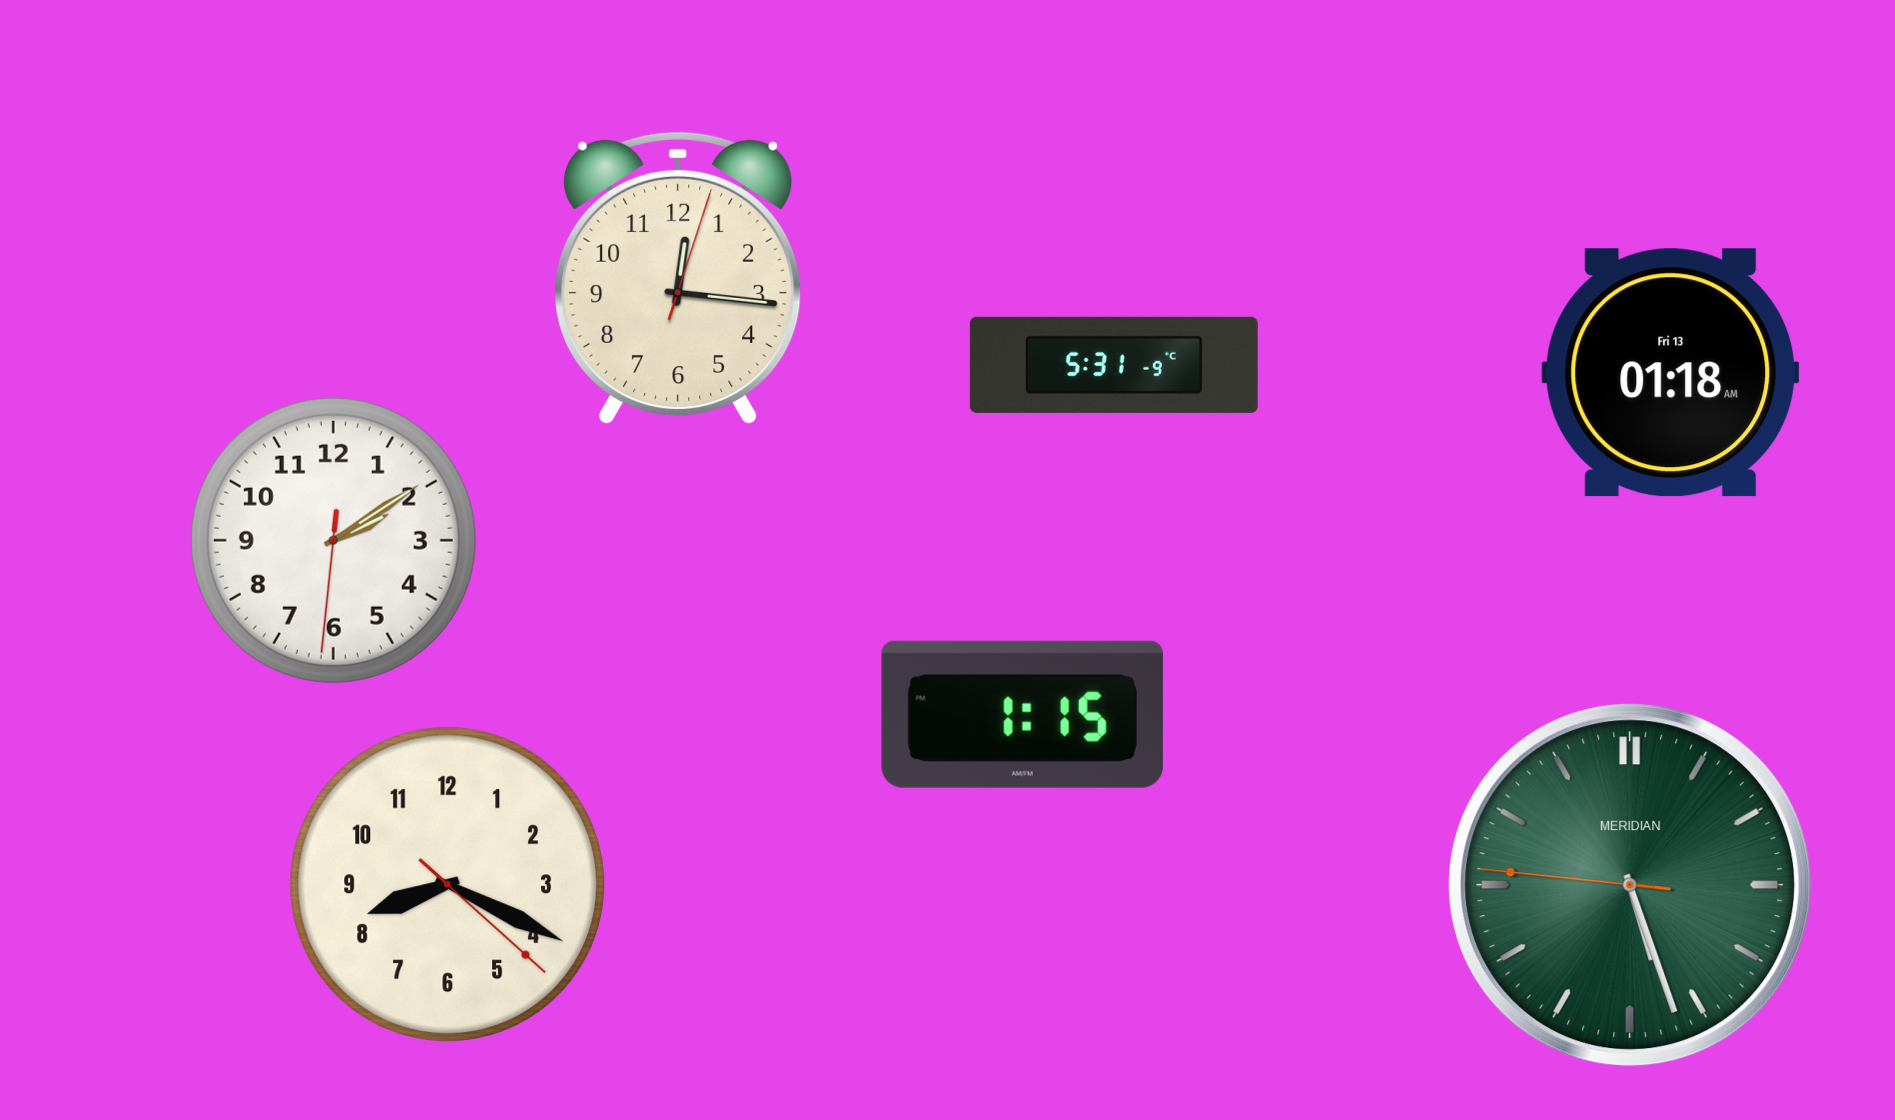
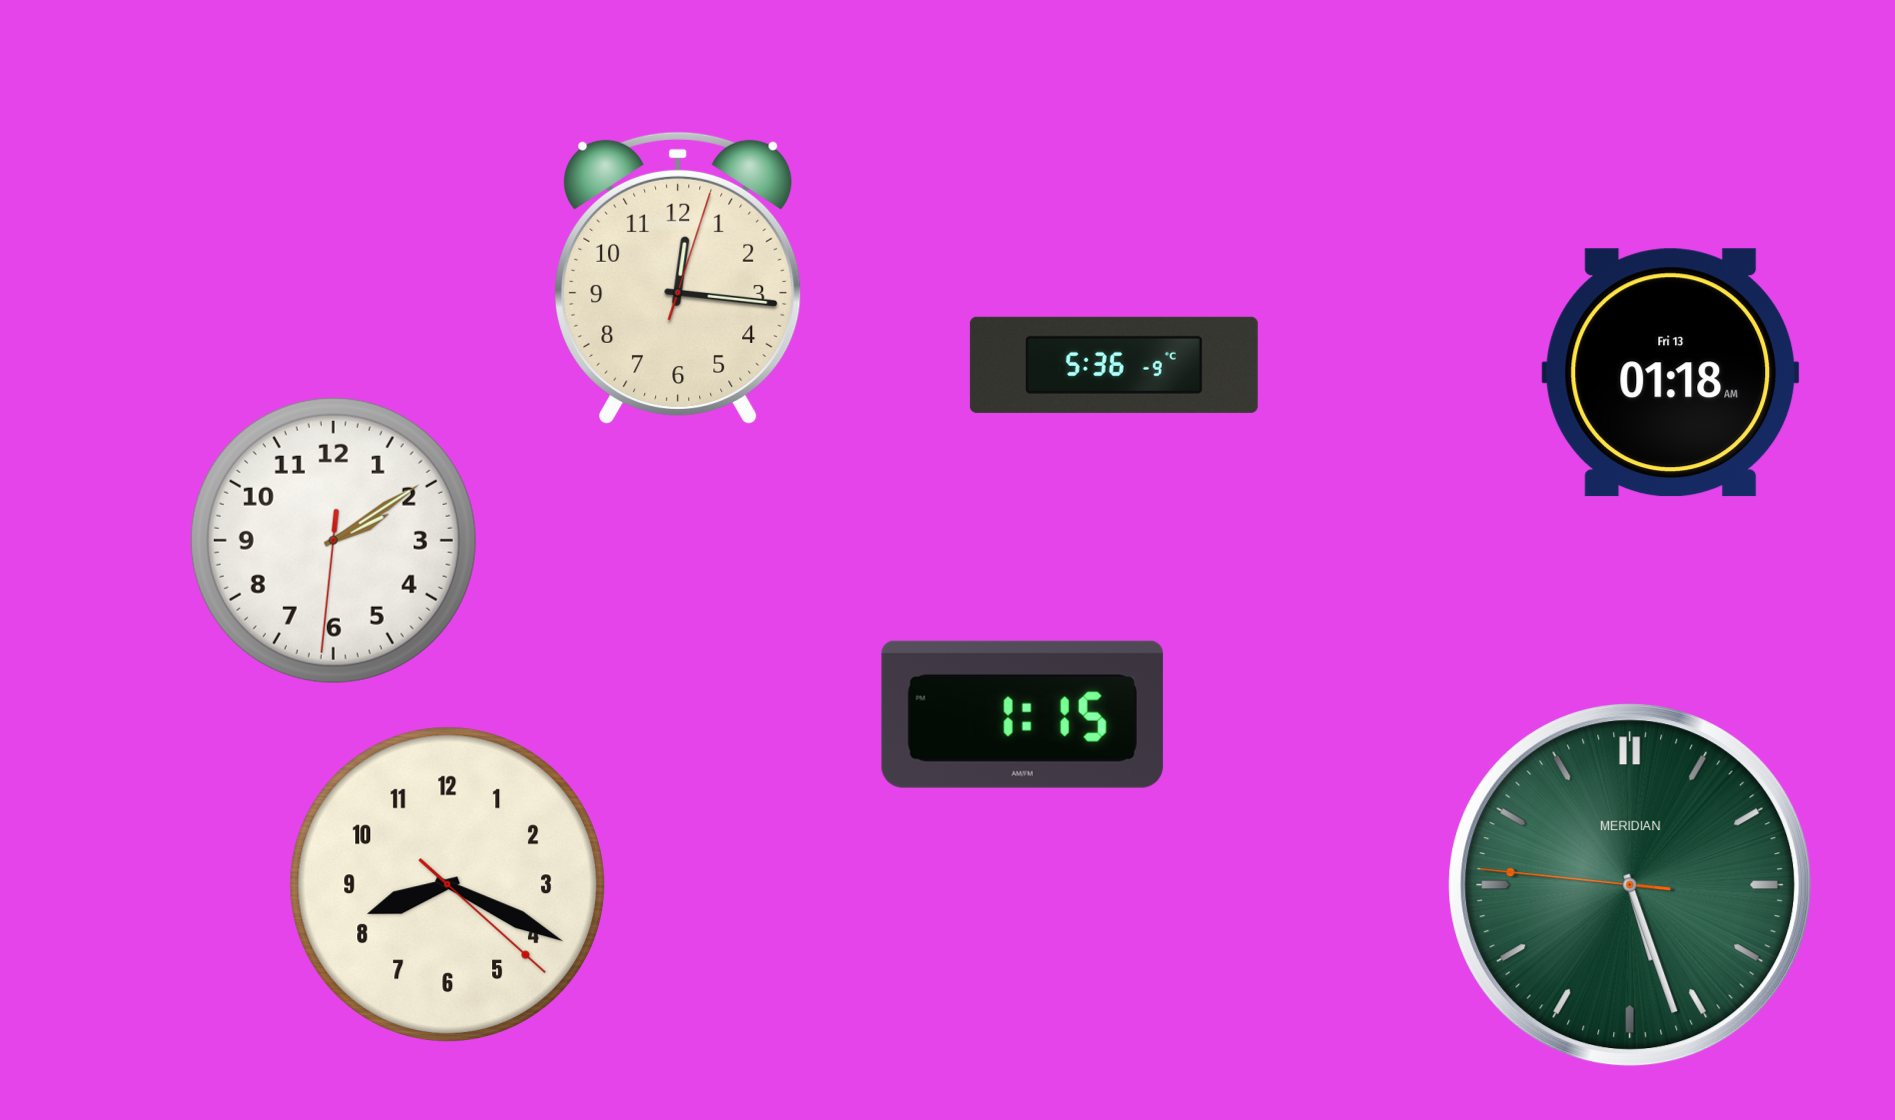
clock at (1114, 365): 5:31 -> 5:36
